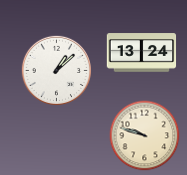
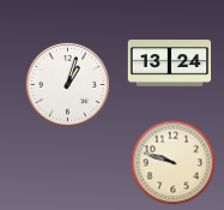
clock at (56, 70): 1:08 -> 1:03
